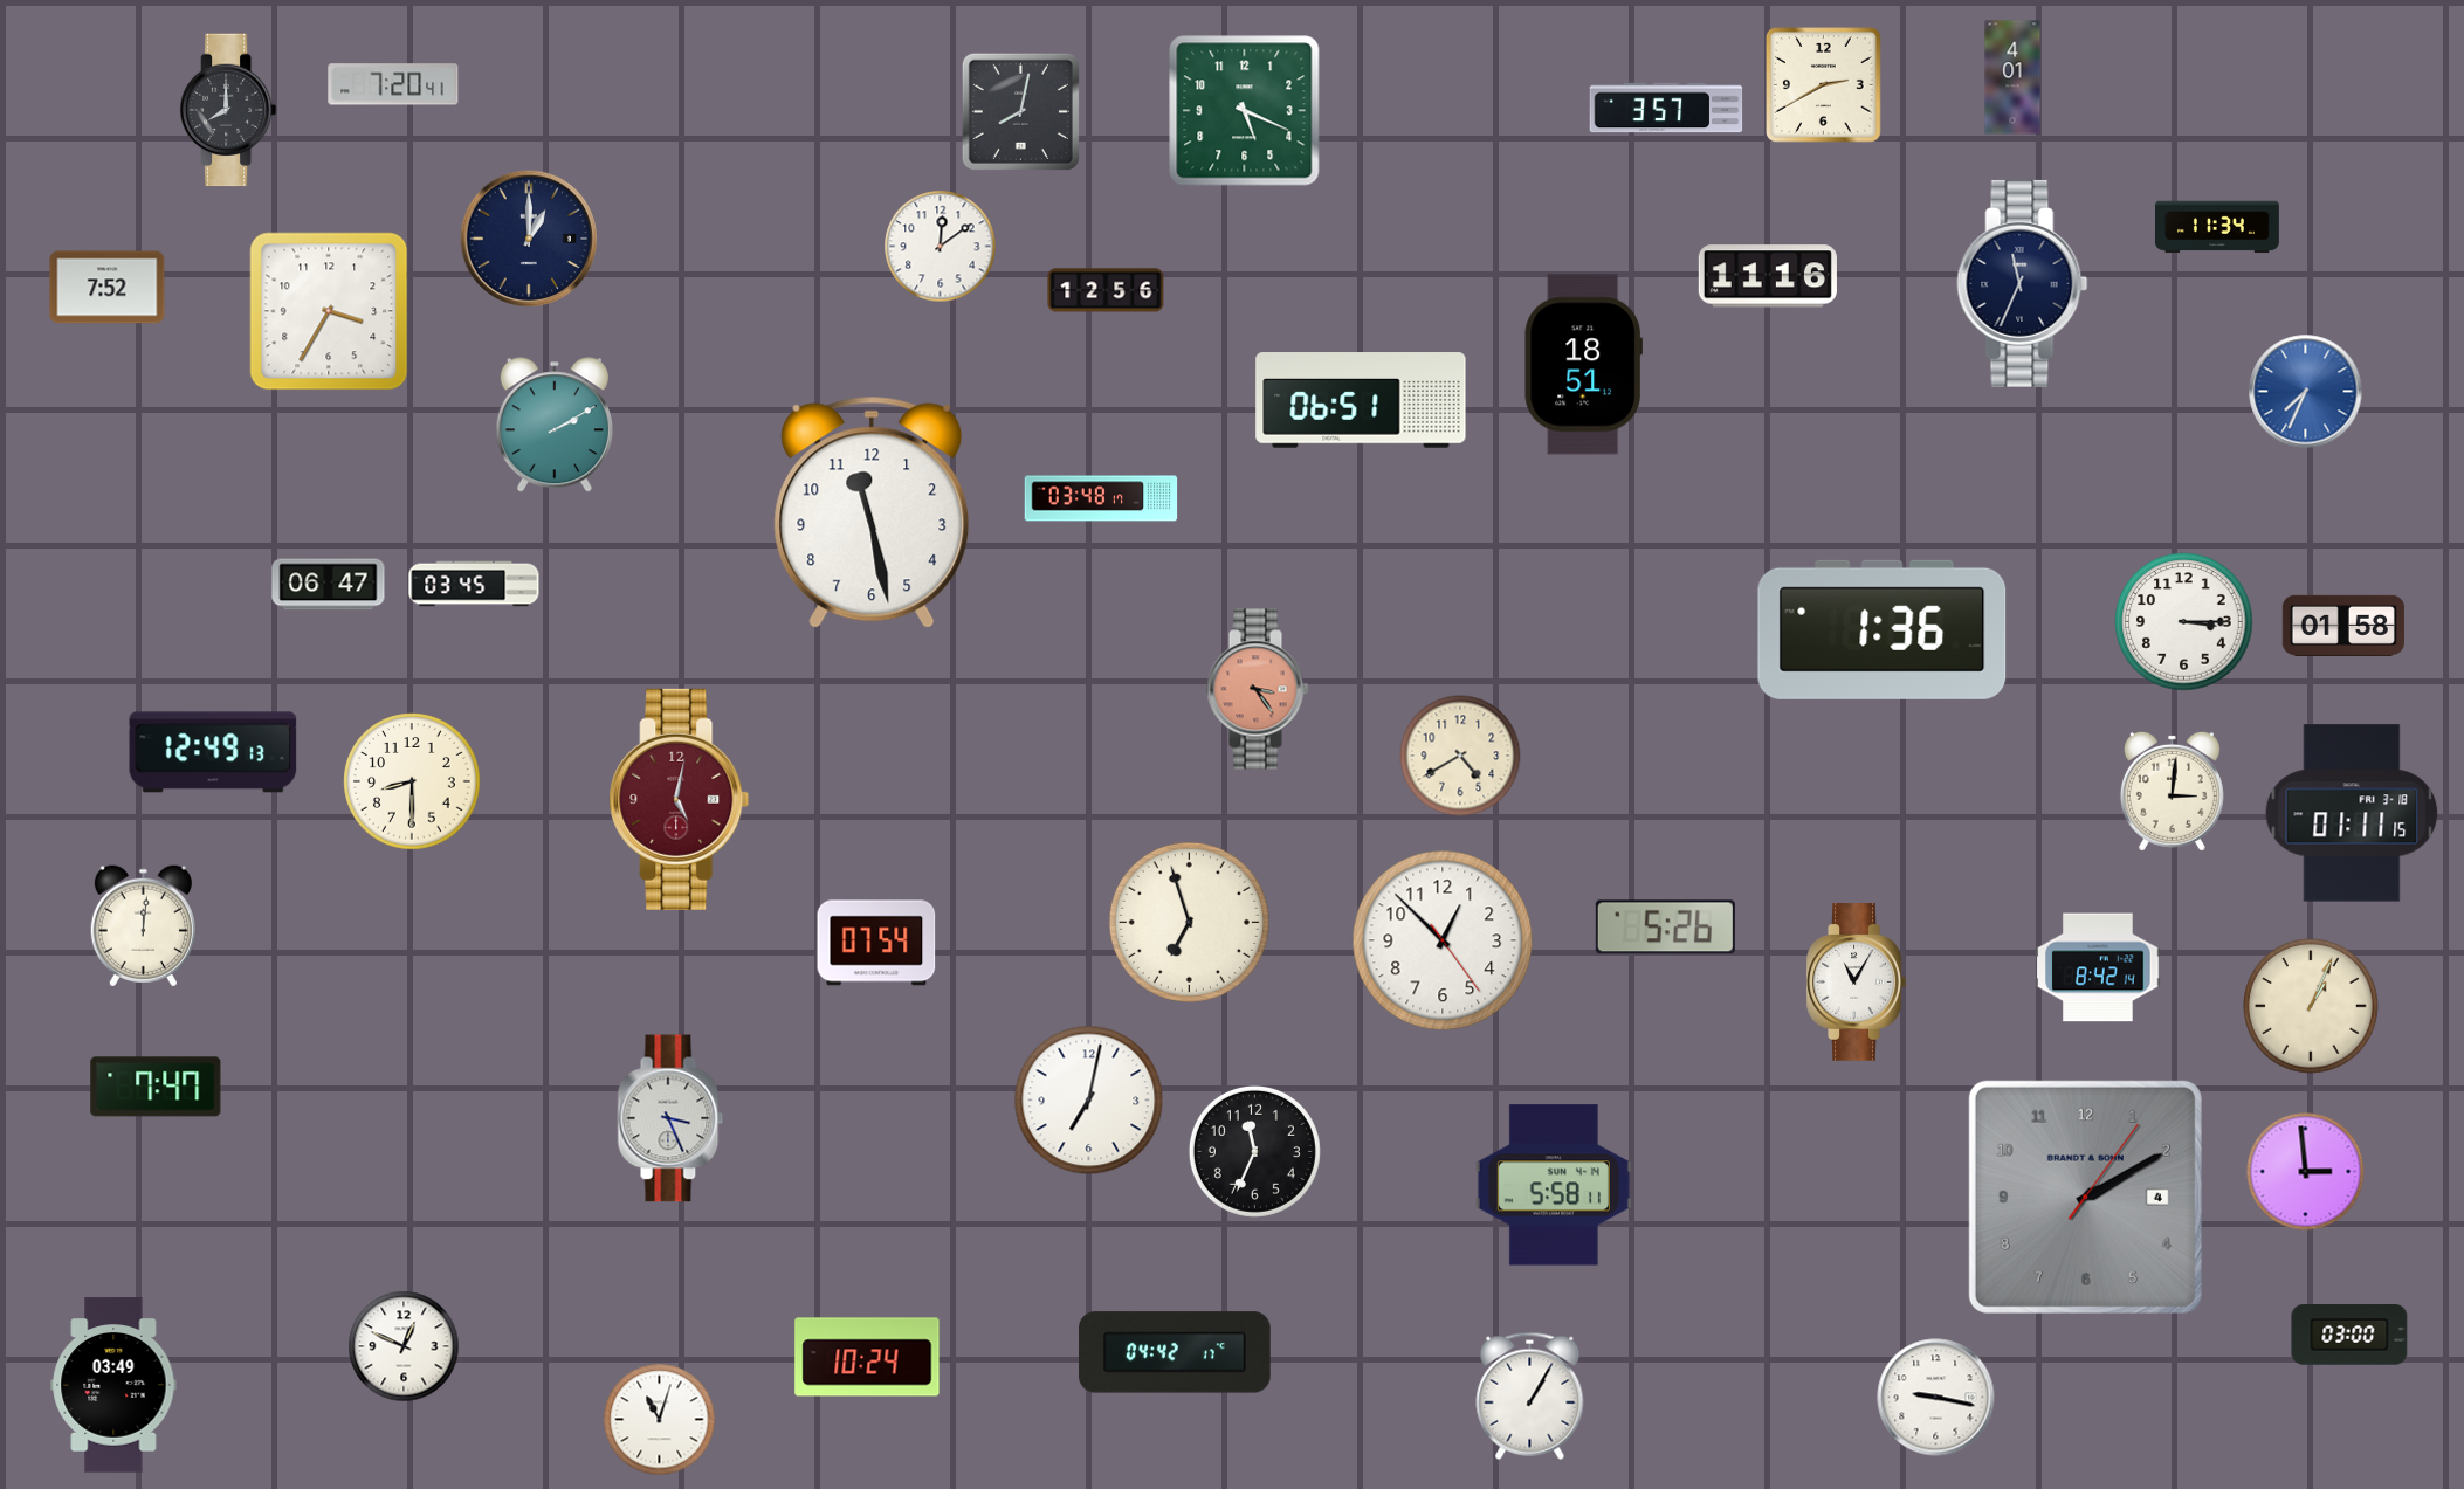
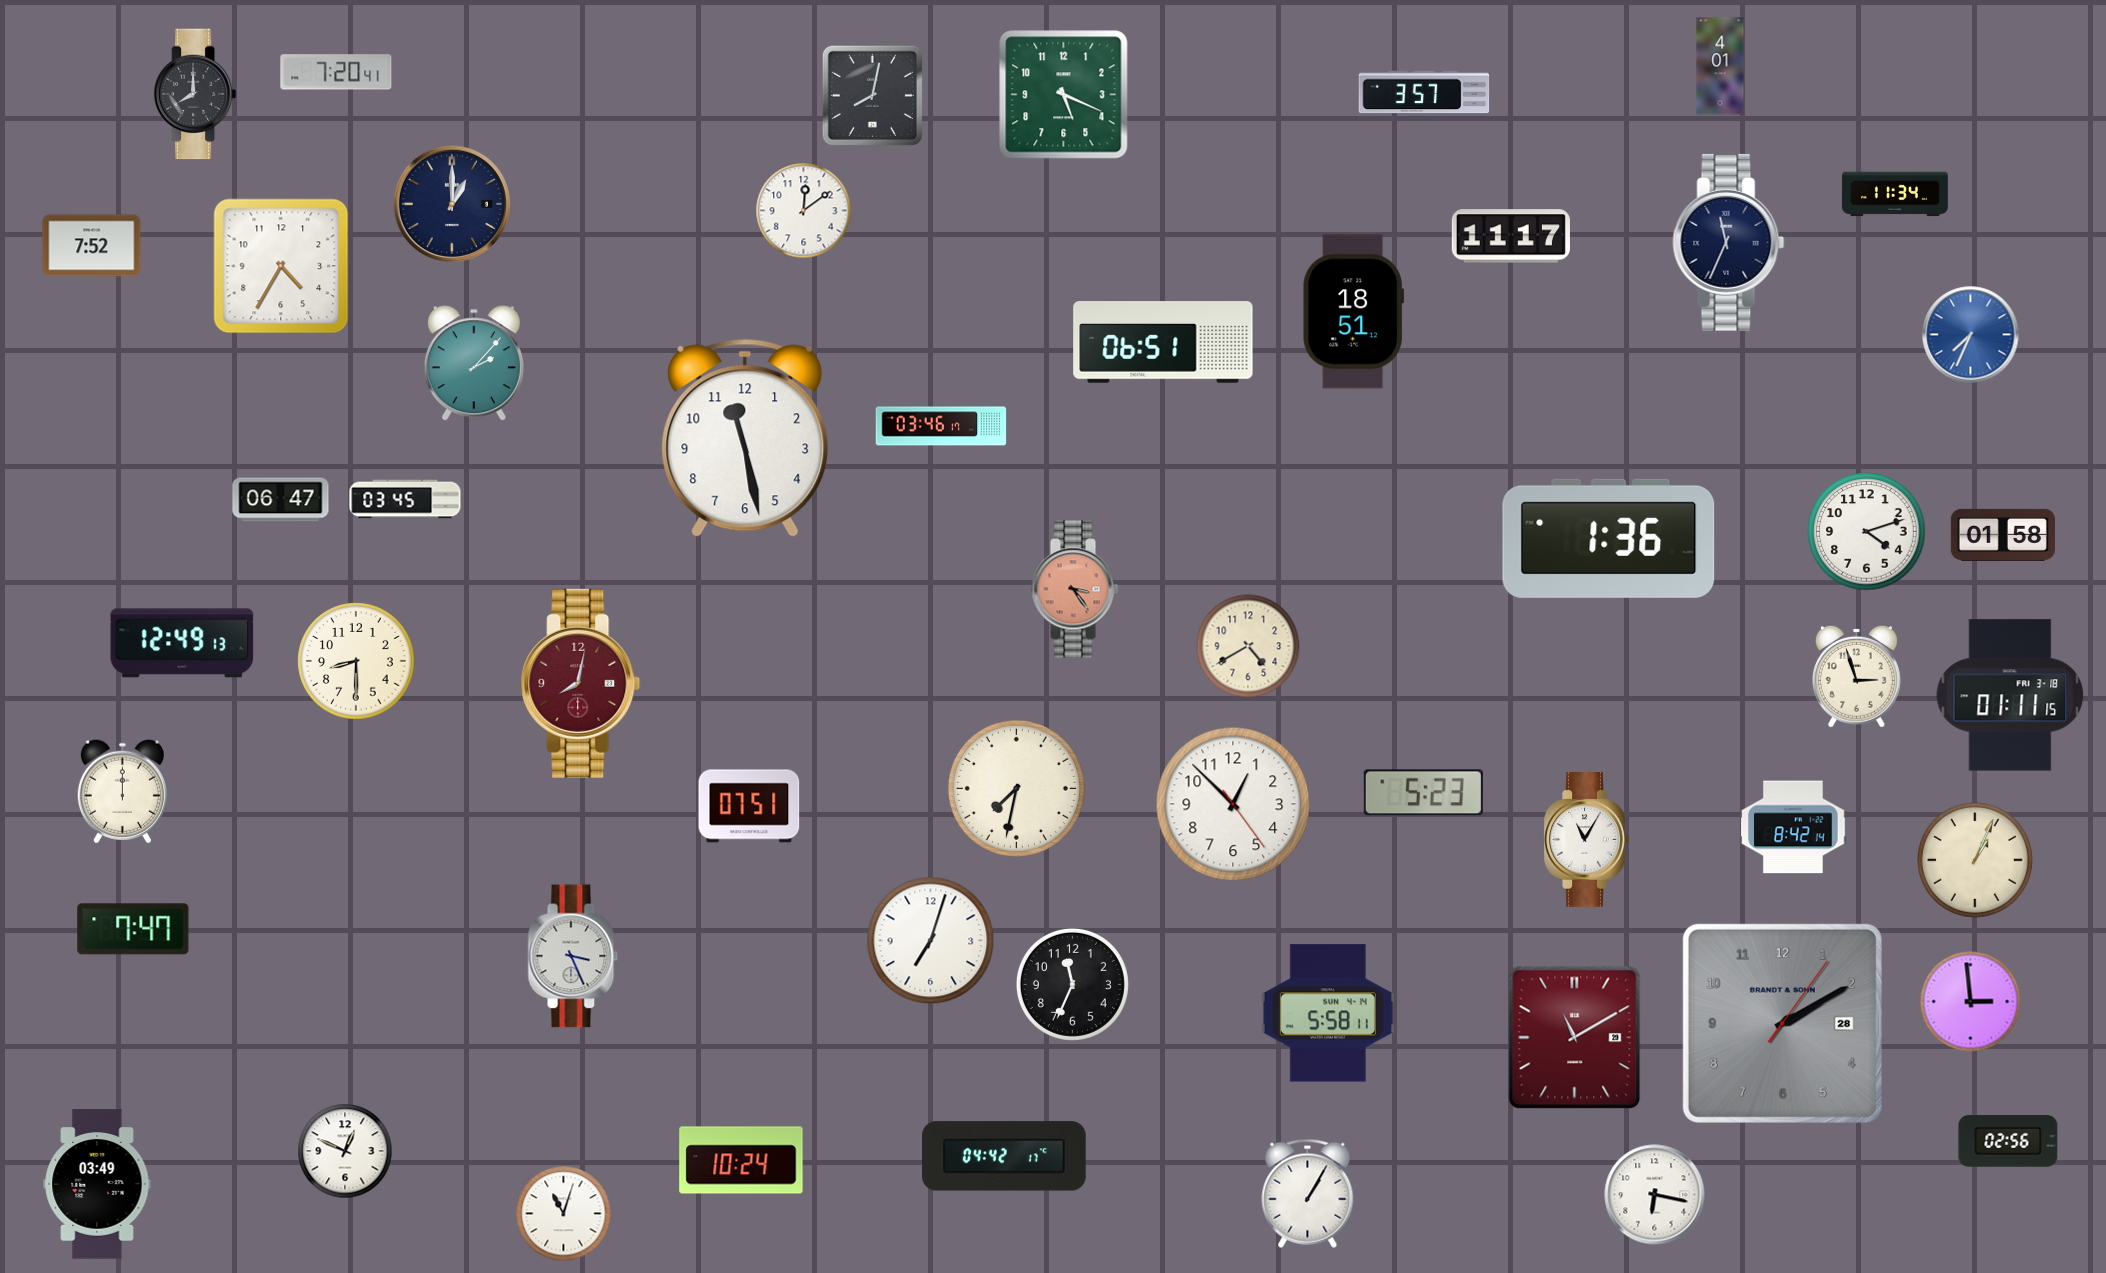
clock at (1824, 85): 2:40 -> none
clock at (1768, 276): 11:16 -> 11:17
clock at (1106, 290): 12:56 -> none
clock at (329, 311): 3:35 -> 4:35
clock at (555, 425): 2:10 -> 2:07
clock at (1101, 498): 03:48 -> 03:46
clock at (2184, 622): 3:15 -> 4:12
clock at (412, 781) position: (412, 781) -> (356, 661)
clock at (2172, 791): 3:01 -> 2:57
clock at (680, 799): 5:02 -> 8:02
clock at (1189, 922): 6:57 -> 7:32
clock at (143, 926): 12:01 -> 12:00
clock at (1665, 928): 5:26 -> 5:23
clock at (876, 943): 07:54 -> 07:51
clock at (1089, 1101): 7:02 -> 7:03
clock at (2085, 1197) date: 4 -> 28
clock at (1575, 1038): none -> 11:10
clock at (2349, 1335): 03:00 -> 02:56
clock at (1936, 1398): 9:17 -> 6:17
